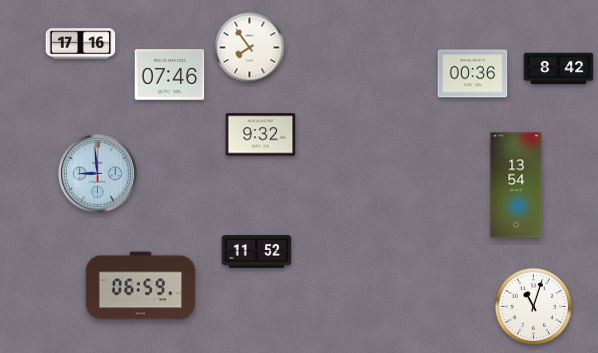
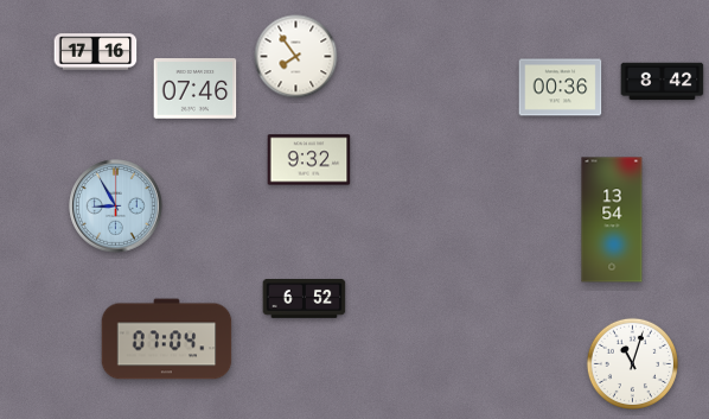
clock at (170, 75) position: (170, 75) -> (196, 89)
clock at (98, 174): 8:59 -> 8:55
clock at (257, 252): 11:52 -> 6:52
clock at (141, 286): 06:59 -> 07:04
